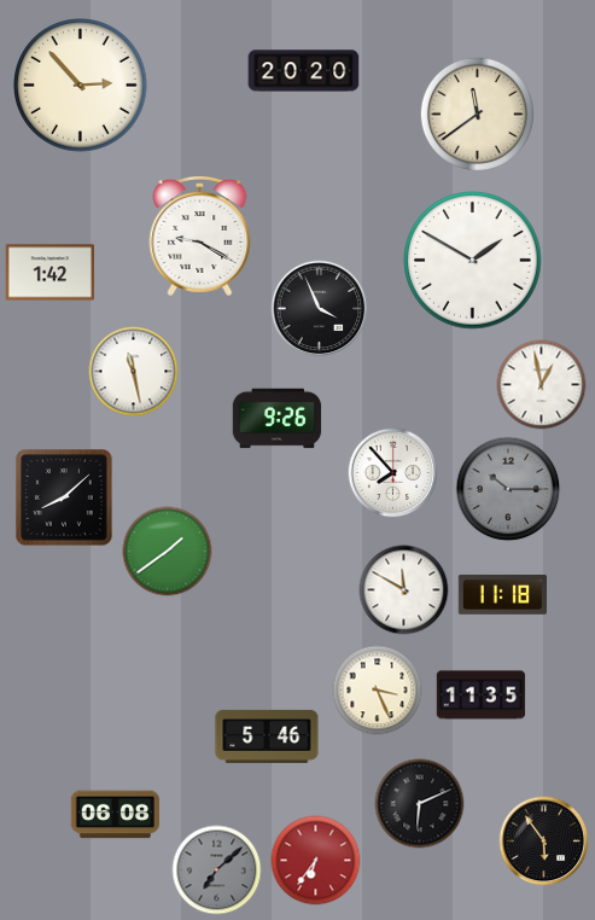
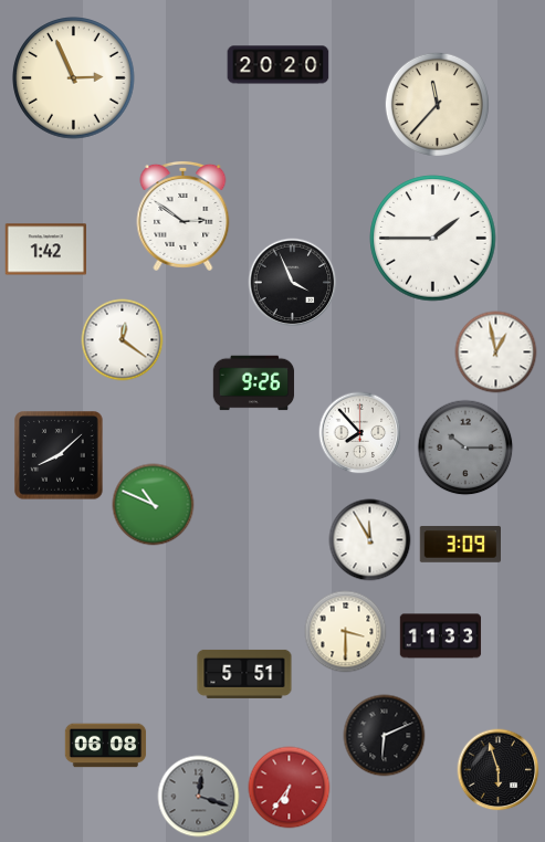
clock at (81, 86): 2:53 -> 2:56
clock at (477, 113): 11:39 -> 11:37
clock at (200, 235): 9:20 -> 2:51
clock at (473, 261): 1:50 -> 1:45
clock at (134, 372): 11:28 -> 12:21
clock at (168, 552): 1:39 -> 10:49
clock at (404, 590): 11:50 -> 11:55
clock at (502, 594): 11:18 -> 3:09
clock at (378, 691): 3:26 -> 3:30
clock at (482, 695): 11:35 -> 11:33
clock at (267, 736): 5:46 -> 5:51
clock at (544, 842): 5:54 -> 5:57
clock at (217, 870): 7:08 -> 12:18
